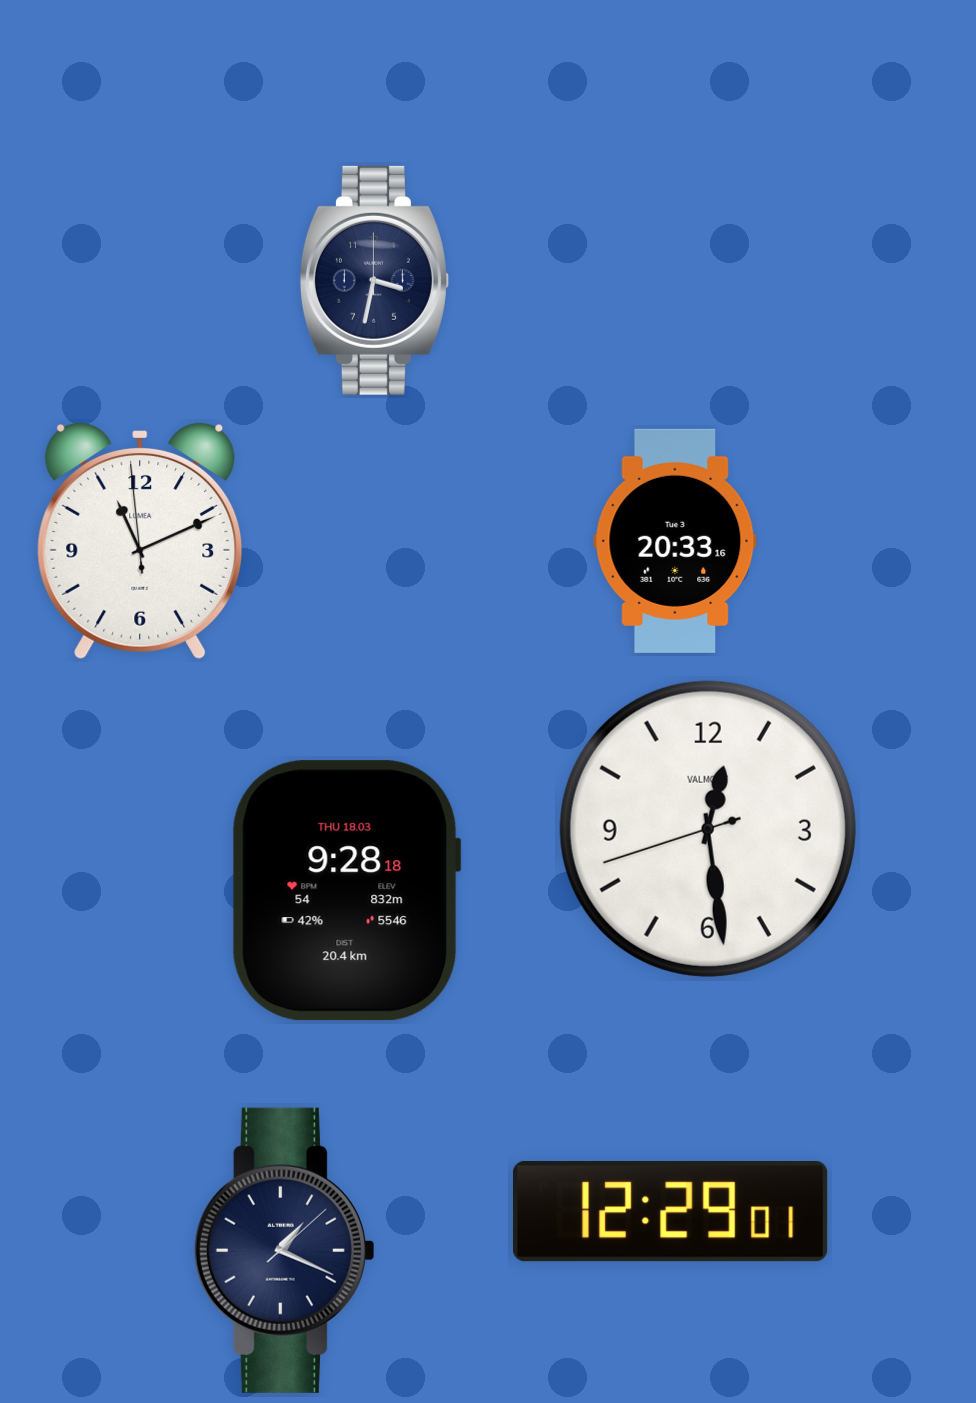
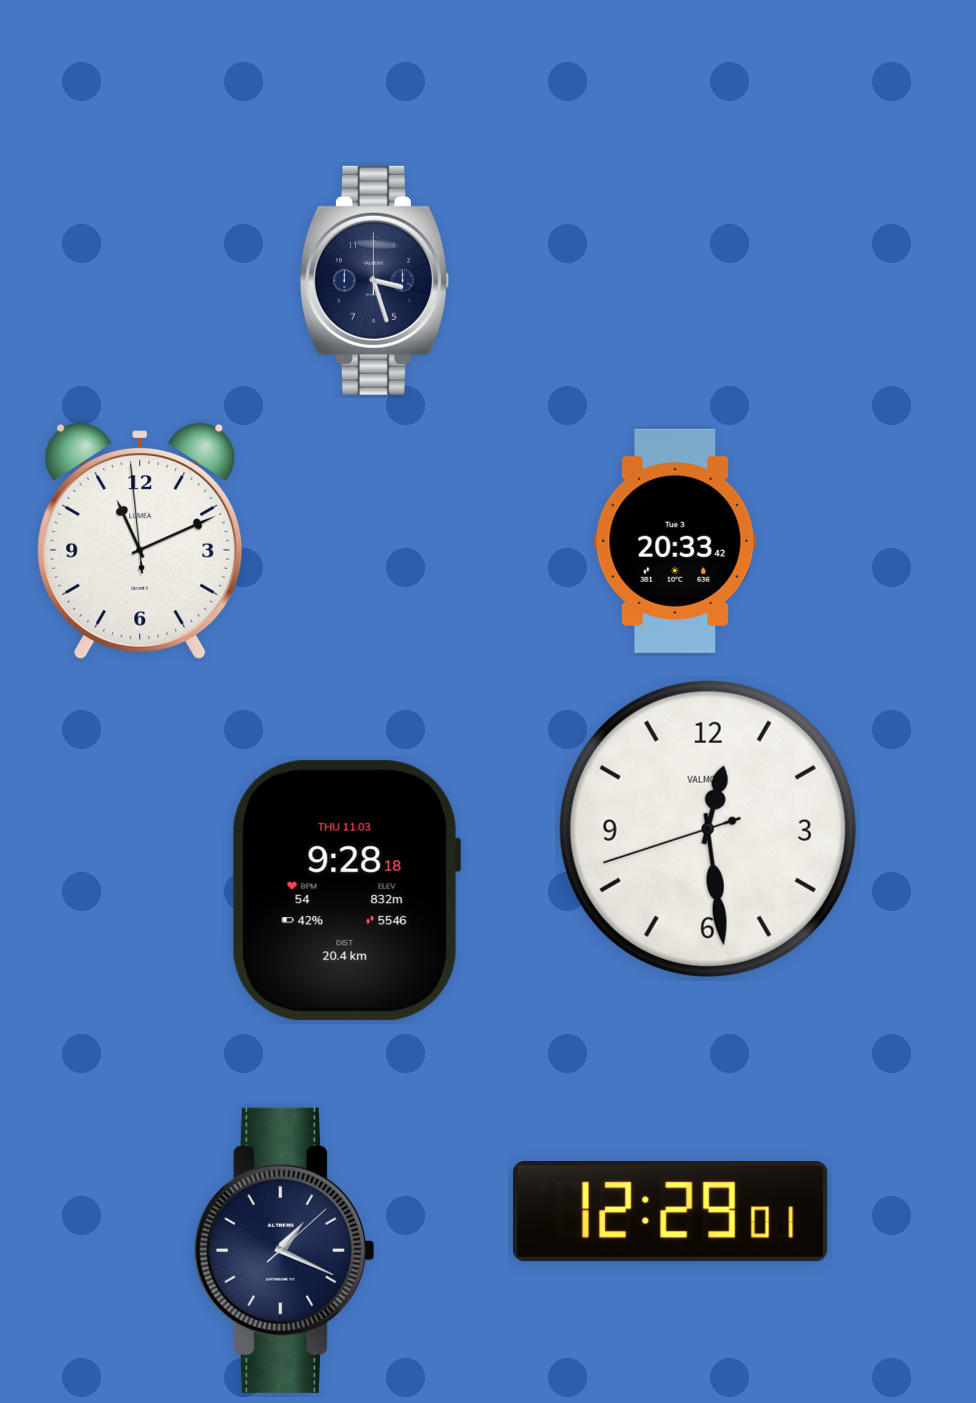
clock at (374, 280): 3:32 -> 3:27
clock at (675, 541): 20:33:16 -> 20:33:42
clock at (346, 891) date: THU 18.03 -> THU 11.03
